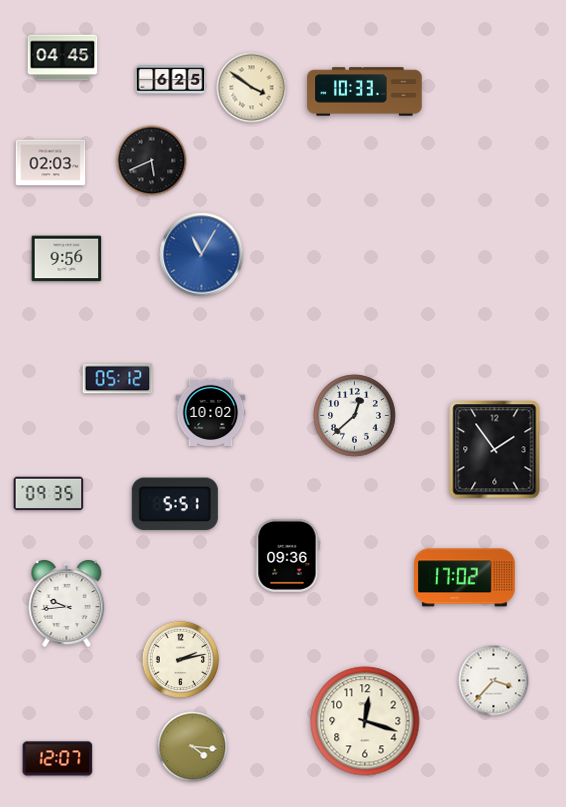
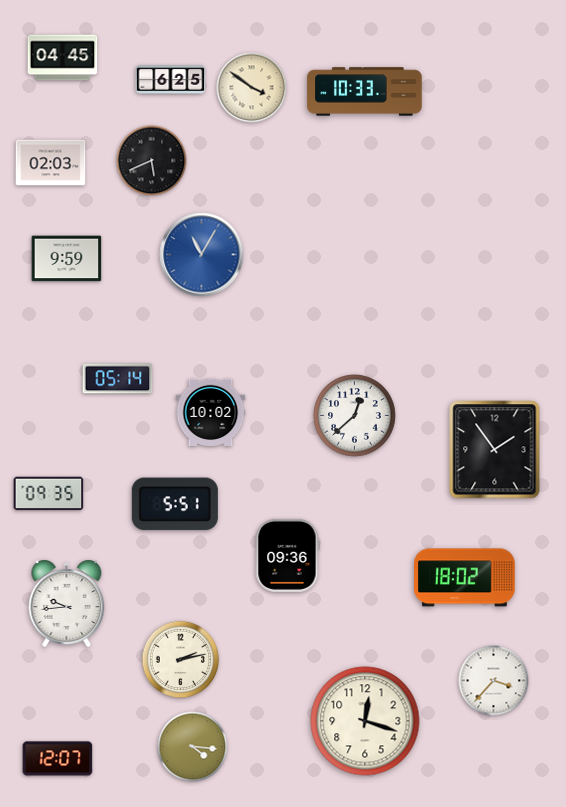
clock at (67, 259): 9:56 -> 9:59
clock at (118, 379): 05:12 -> 05:14
clock at (465, 578): 17:02 -> 18:02
